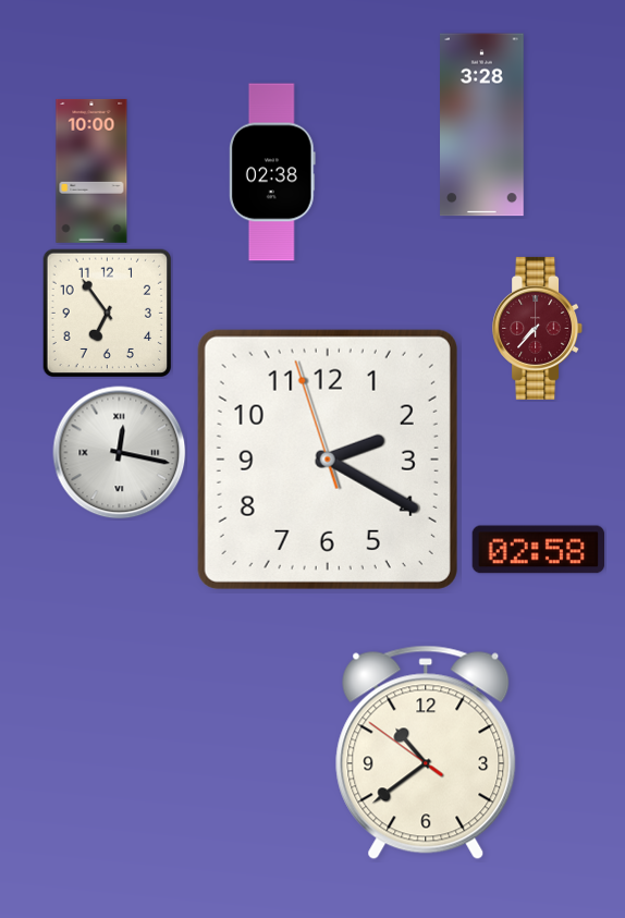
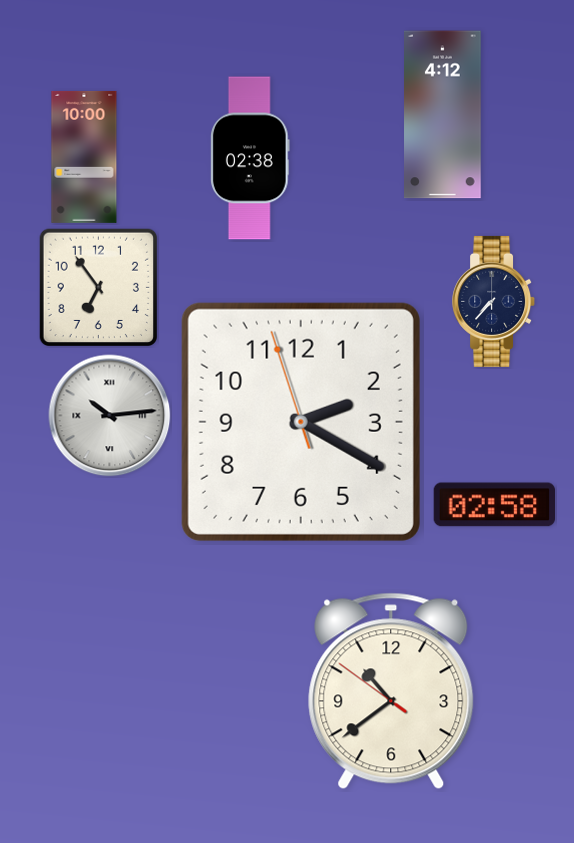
clock at (482, 125): 3:28 -> 4:12
clock at (538, 328) dial: burgundy -> navy
clock at (120, 453): 12:17 -> 10:14
